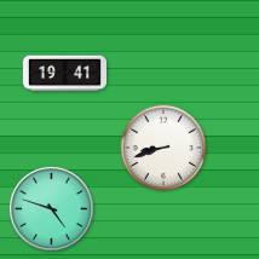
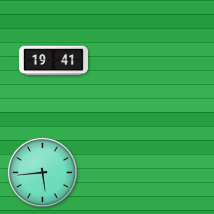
clock at (163, 148): 8:42 -> none
clock at (51, 208): 4:48 -> 5:44
